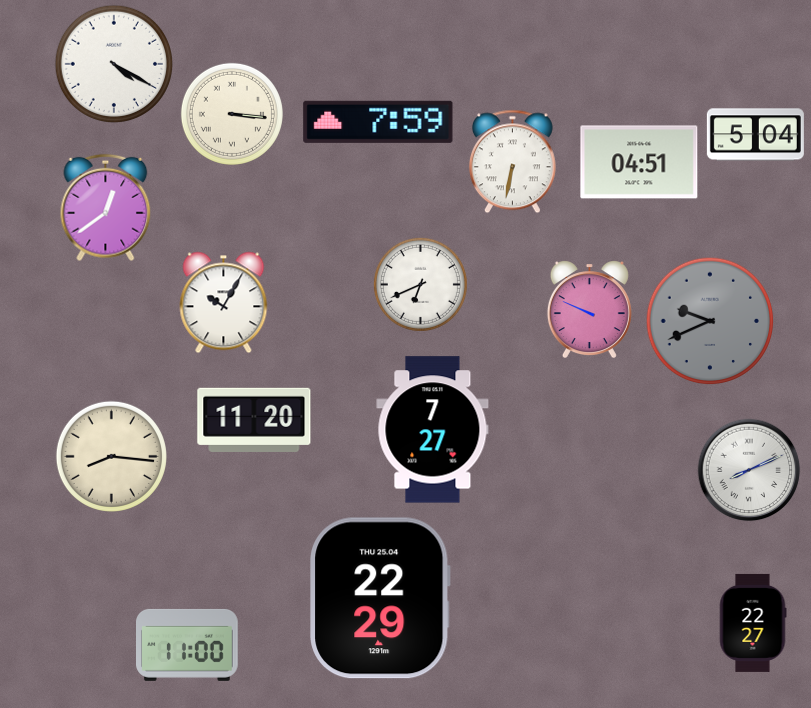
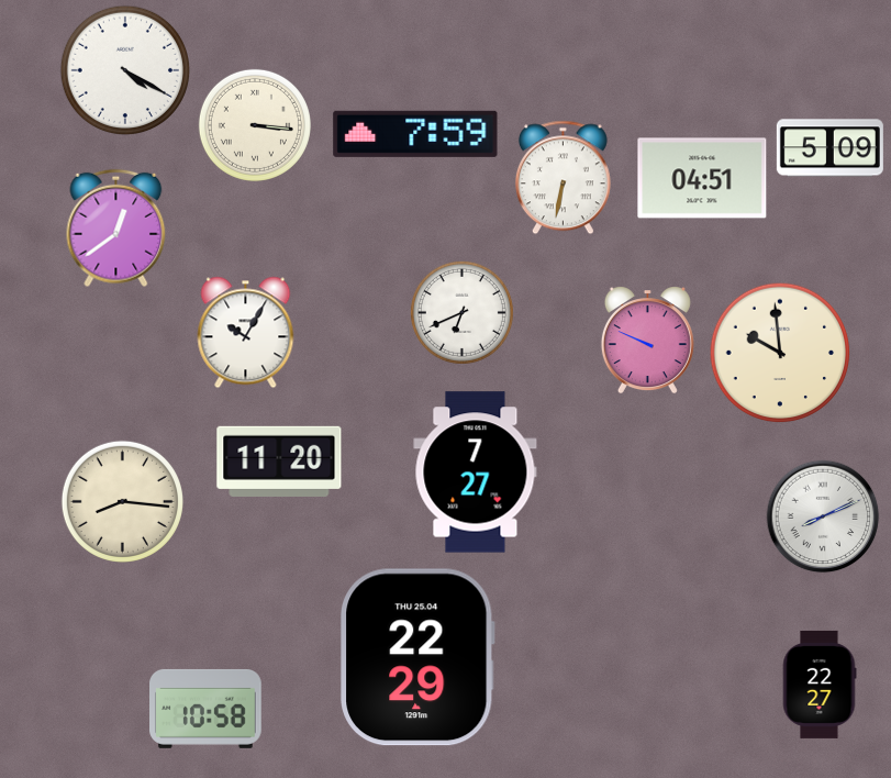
clock at (755, 135): 5:04 -> 5:09
clock at (710, 321): 9:41 -> 9:59
clock at (710, 321) dial: grey -> cream
clock at (753, 623) position: (753, 623) -> (820, 685)
clock at (188, 645): 11:00 -> 10:58
